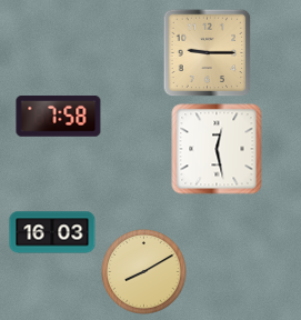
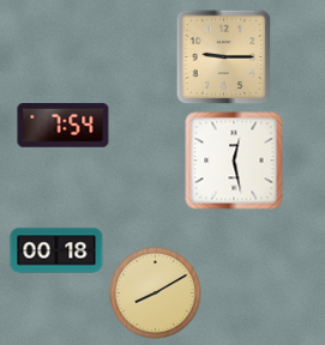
clock at (59, 117): 7:58 -> 7:54
clock at (52, 232): 16:03 -> 00:18
